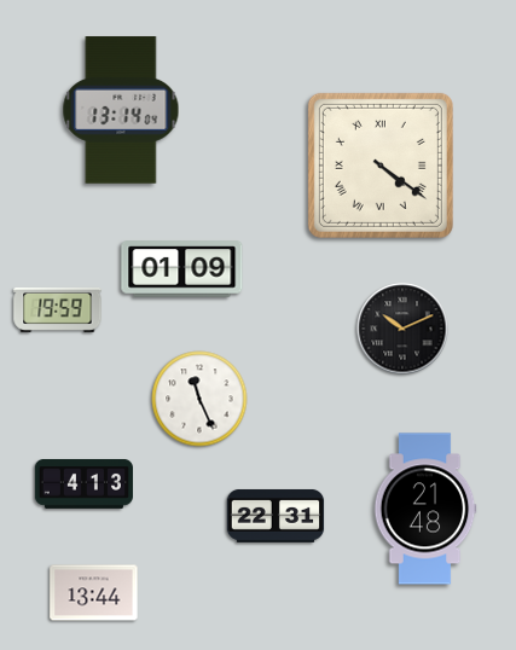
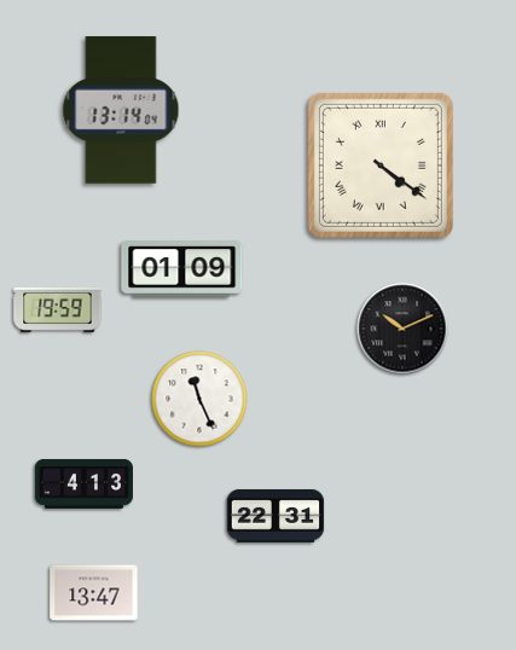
clock at (425, 509): 21:48 -> none
clock at (94, 593): 13:44 -> 13:47
